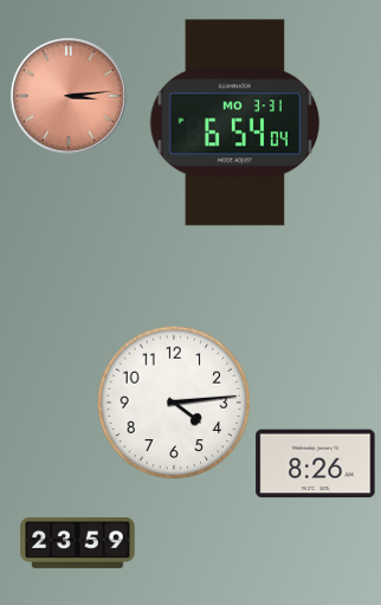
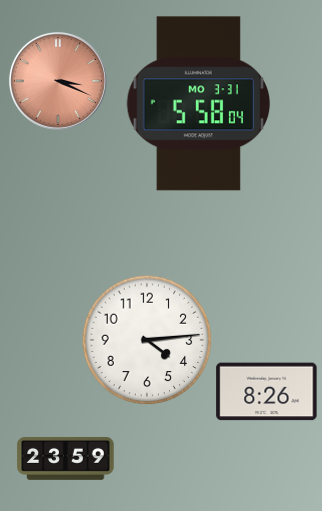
clock at (69, 96): 3:14 -> 3:19
clock at (235, 123): 6:54 -> 5:58
